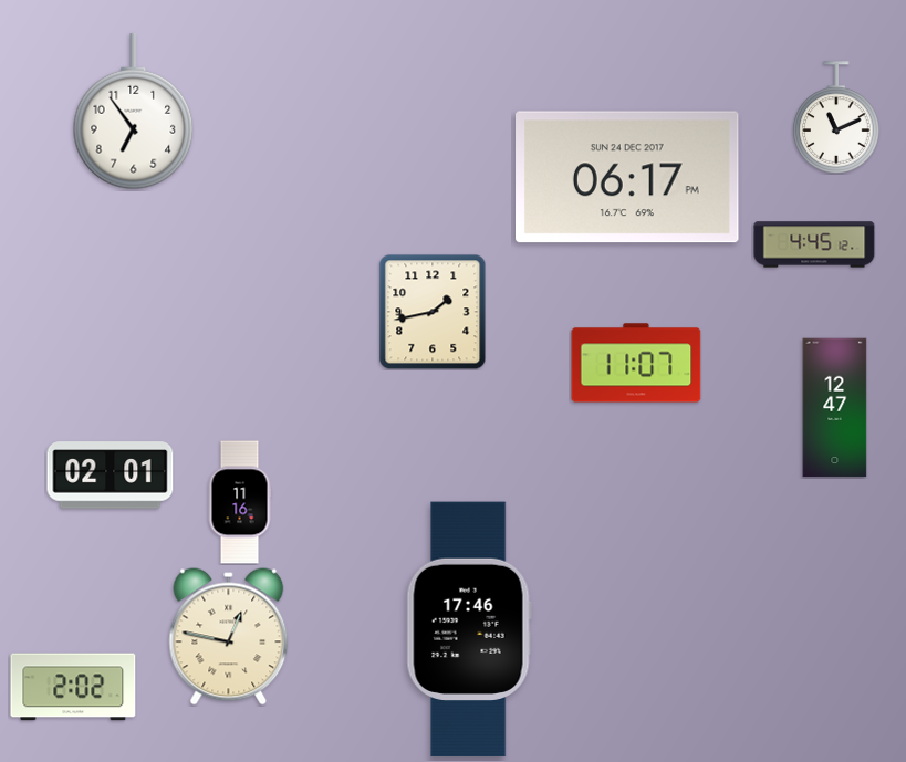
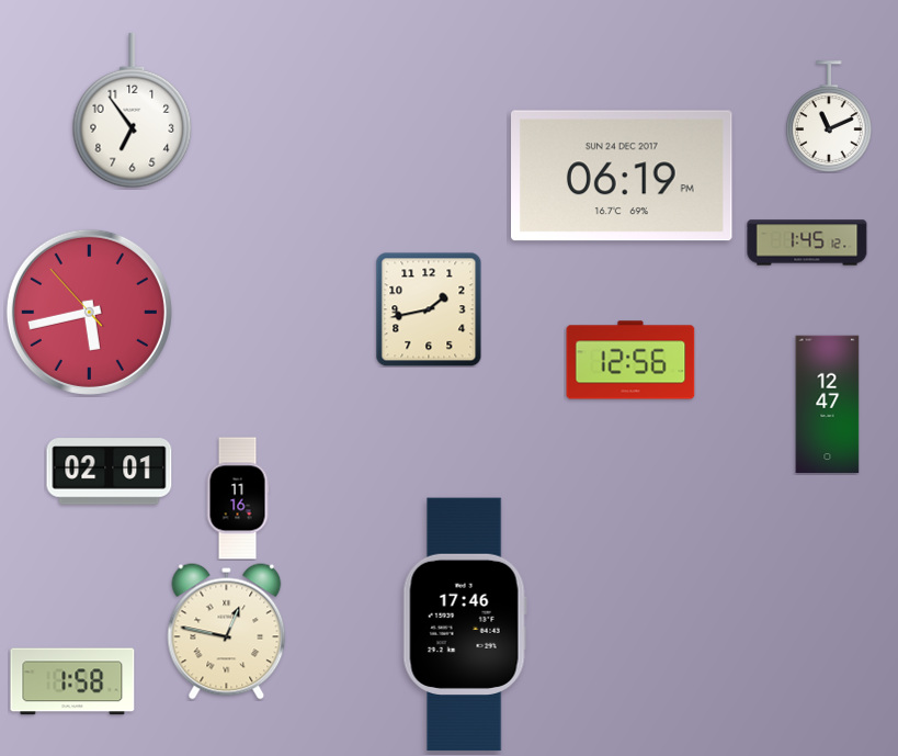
clock at (628, 177): 06:17 -> 06:19
clock at (814, 244): 4:45 -> 1:45
clock at (89, 312): none -> 5:42
clock at (636, 363): 11:07 -> 12:56
clock at (73, 687): 2:02 -> 1:58
